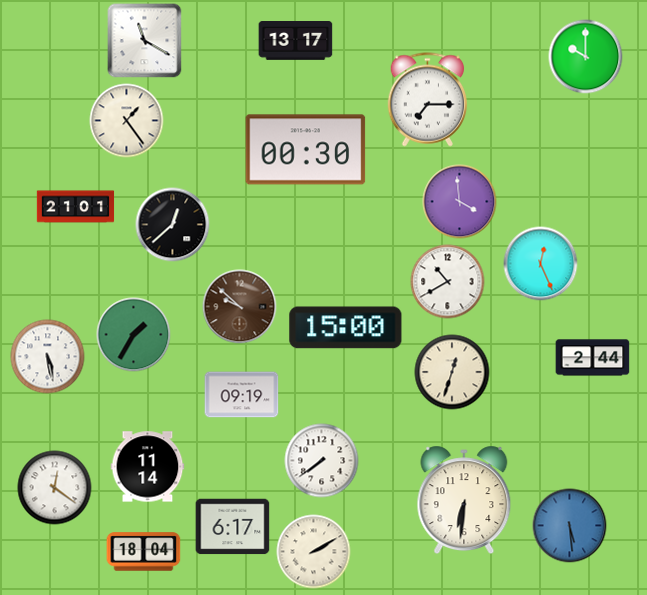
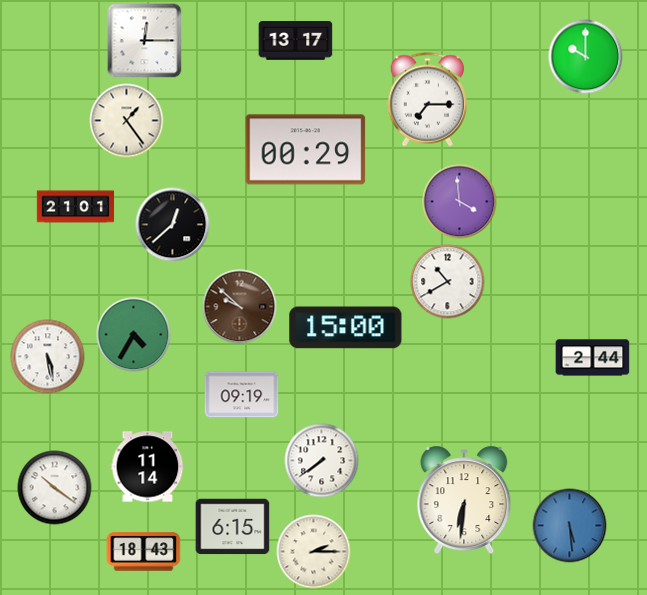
clock at (145, 41): 11:20 -> 12:15
clock at (306, 150): 00:30 -> 00:29
clock at (541, 264): 12:26 -> none
clock at (134, 335): 1:35 -> 4:35
clock at (452, 372): 12:33 -> none
clock at (55, 488): 12:21 -> 10:21
clock at (233, 527): 6:17 -> 6:15
clock at (144, 552): 18:04 -> 18:43
clock at (314, 552): 2:10 -> 2:15
